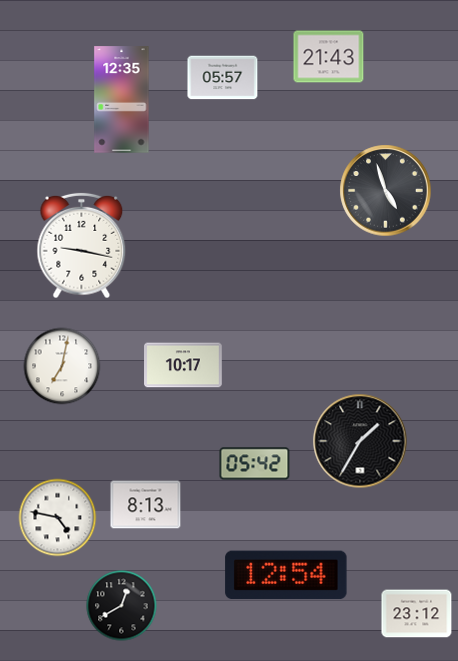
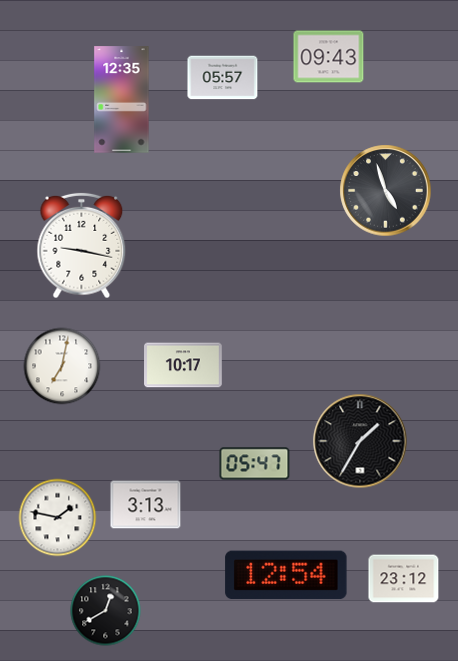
clock at (329, 57): 21:43 -> 09:43
clock at (255, 464): 05:42 -> 05:47
clock at (146, 505): 8:13 -> 3:13
clock at (58, 518): 4:47 -> 1:47
clock at (122, 606) position: (122, 606) -> (106, 611)
clock at (417, 614) position: (417, 614) -> (404, 579)
